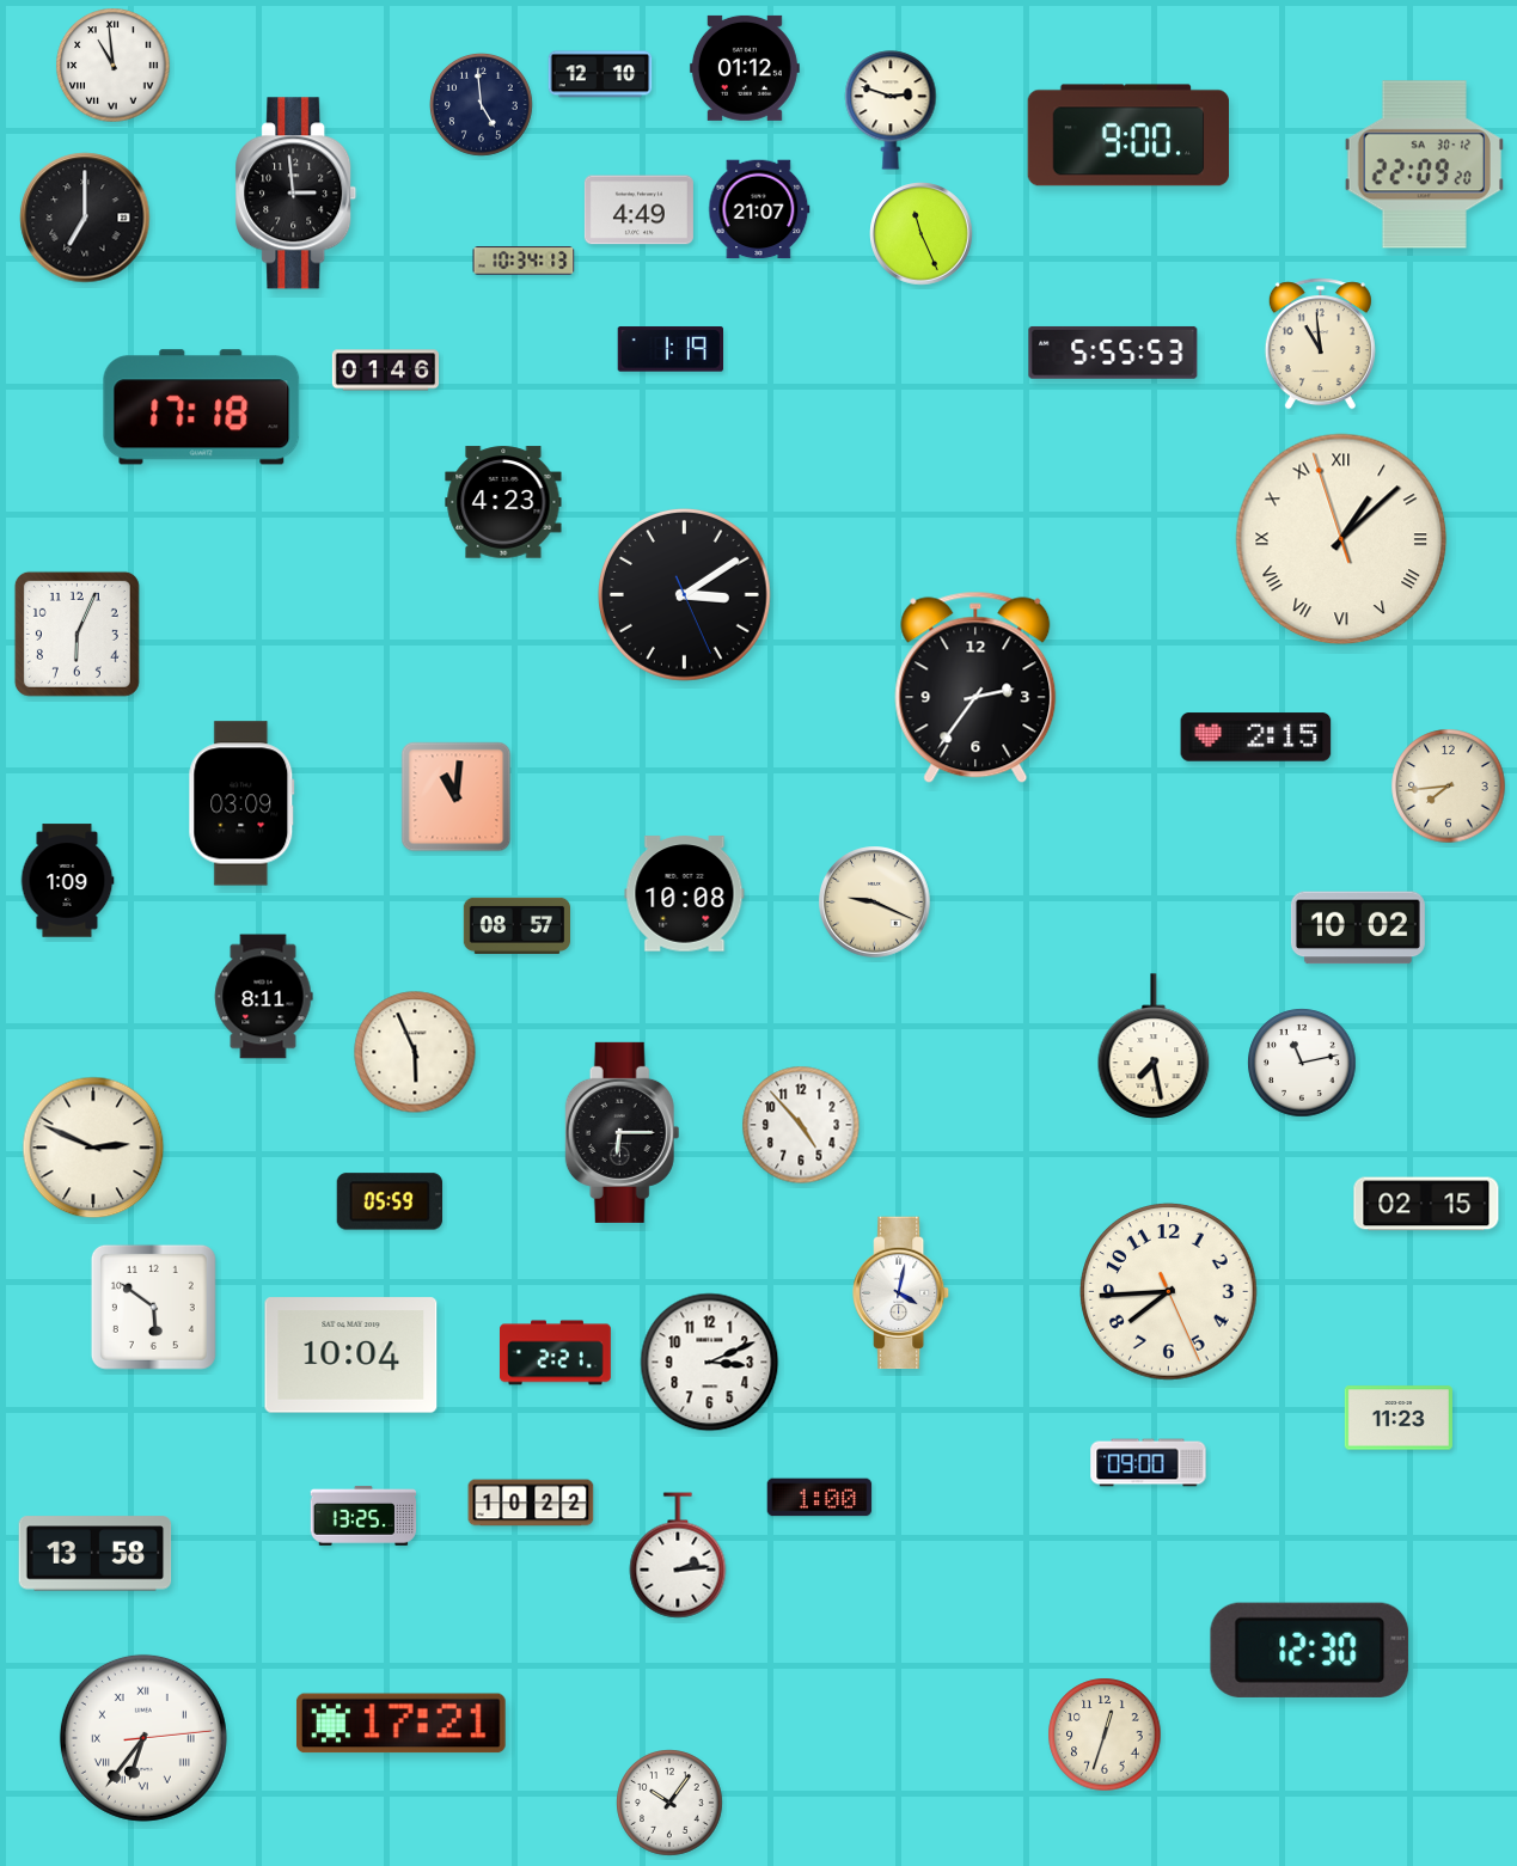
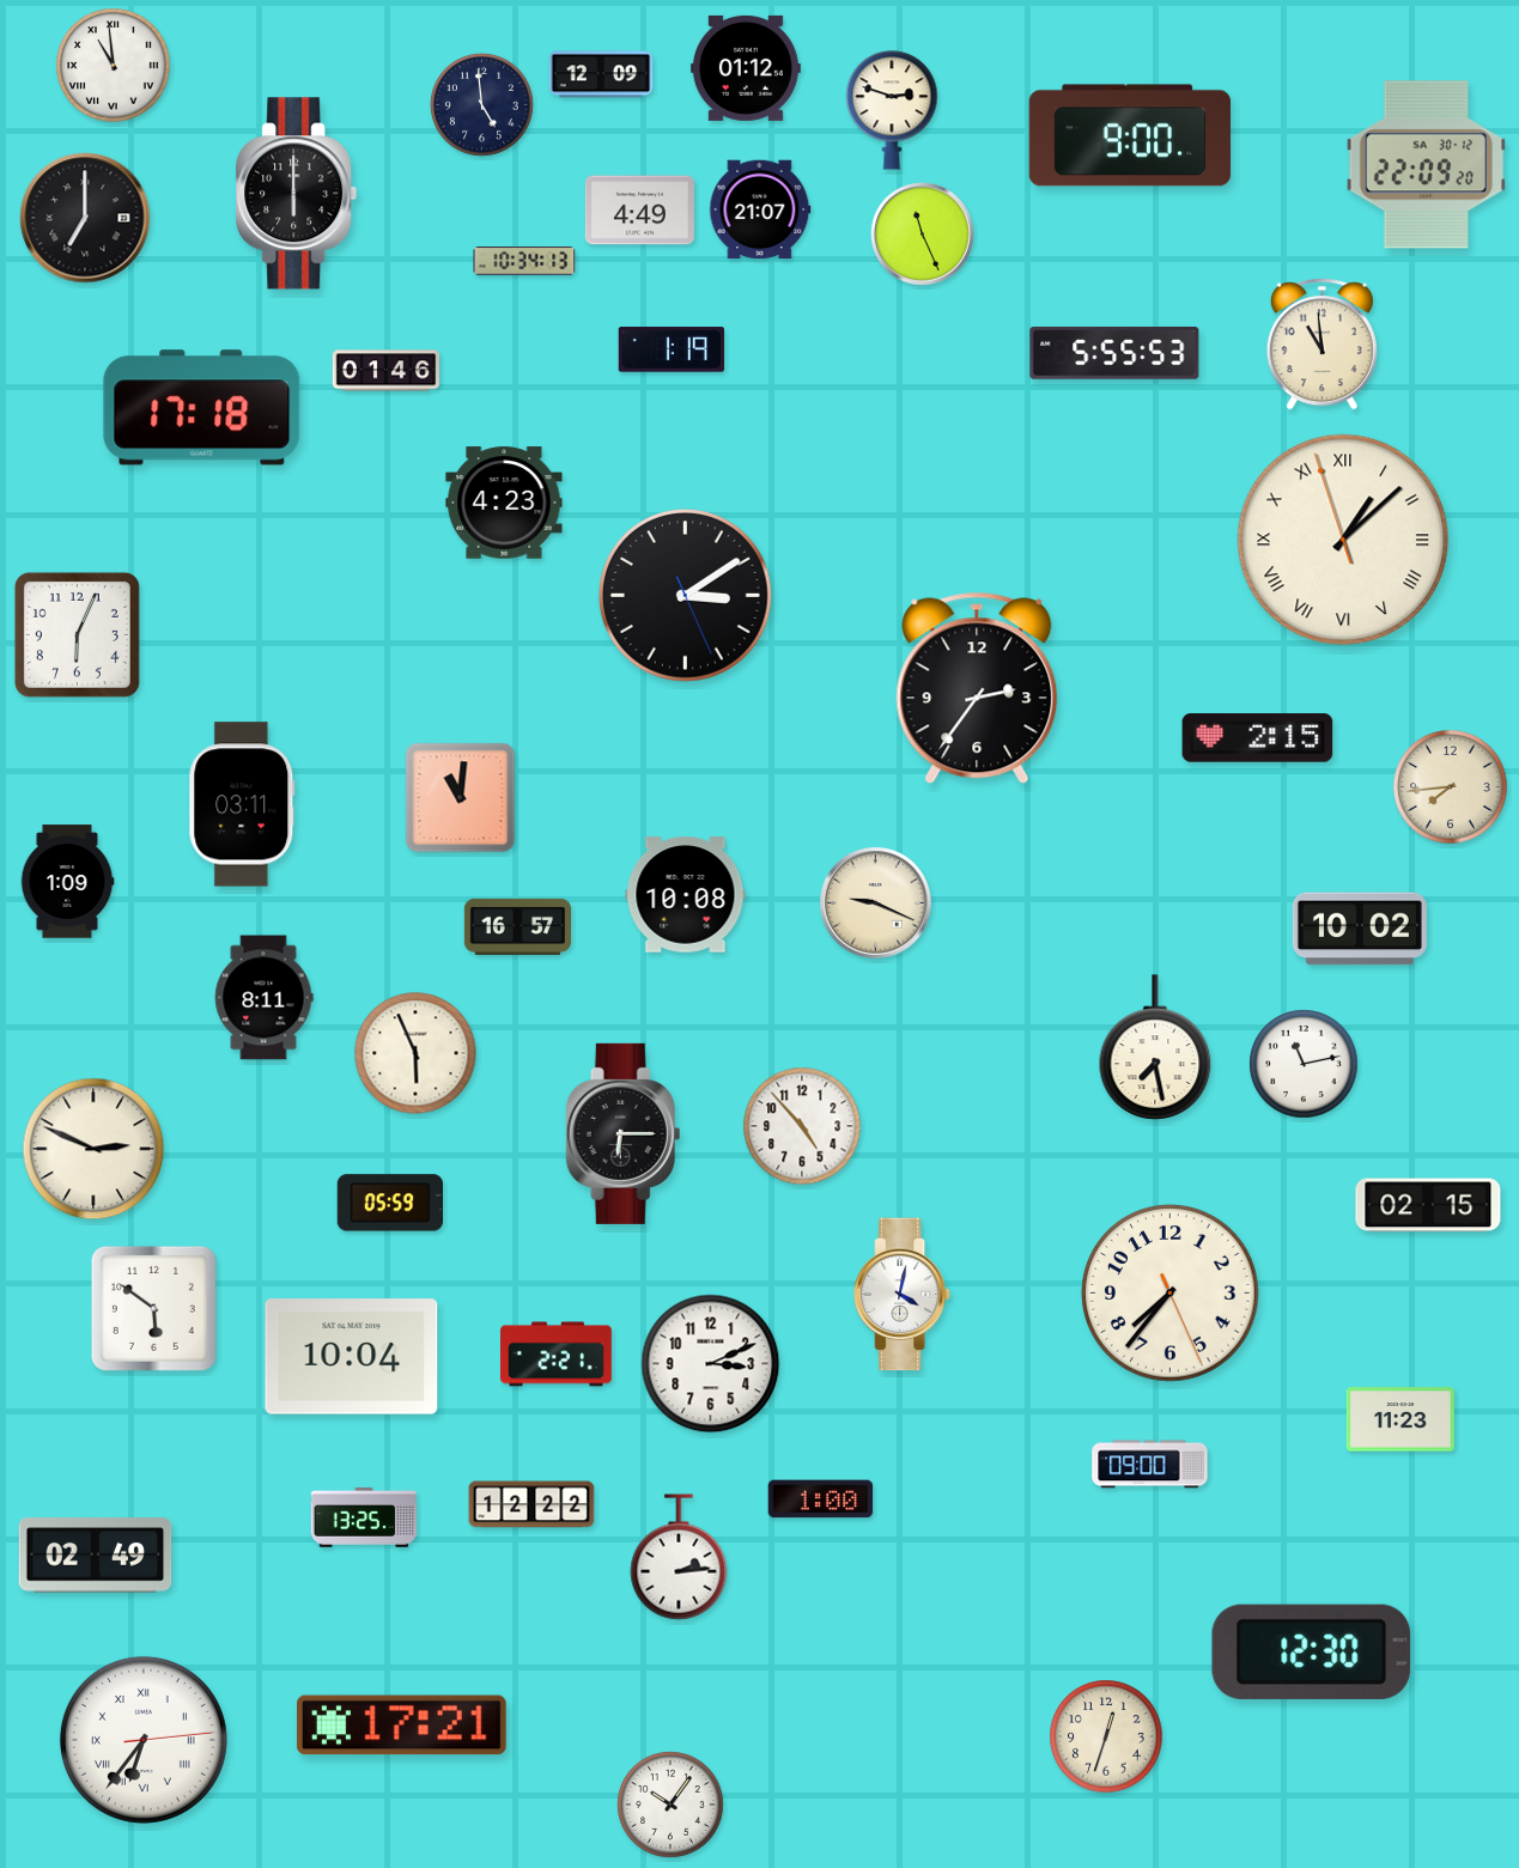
clock at (600, 74): 12:10 -> 12:09
clock at (296, 194): 2:59 -> 6:00
clock at (457, 797) position: (457, 797) -> (461, 798)
clock at (241, 803): 03:09 -> 03:11
clock at (516, 925): 08:57 -> 16:57
clock at (1169, 1292): 7:44 -> 7:36
clock at (531, 1503): 10:22 -> 12:22
clock at (96, 1554): 13:58 -> 02:49
